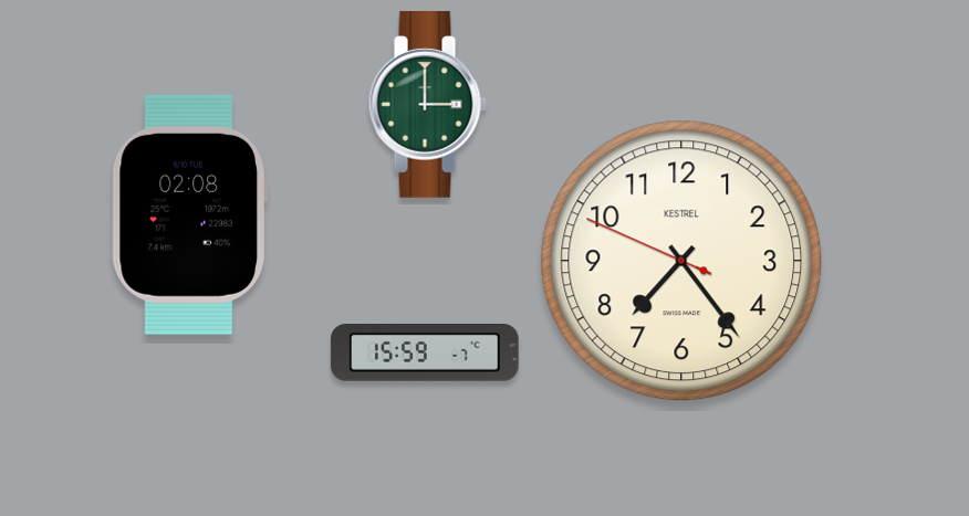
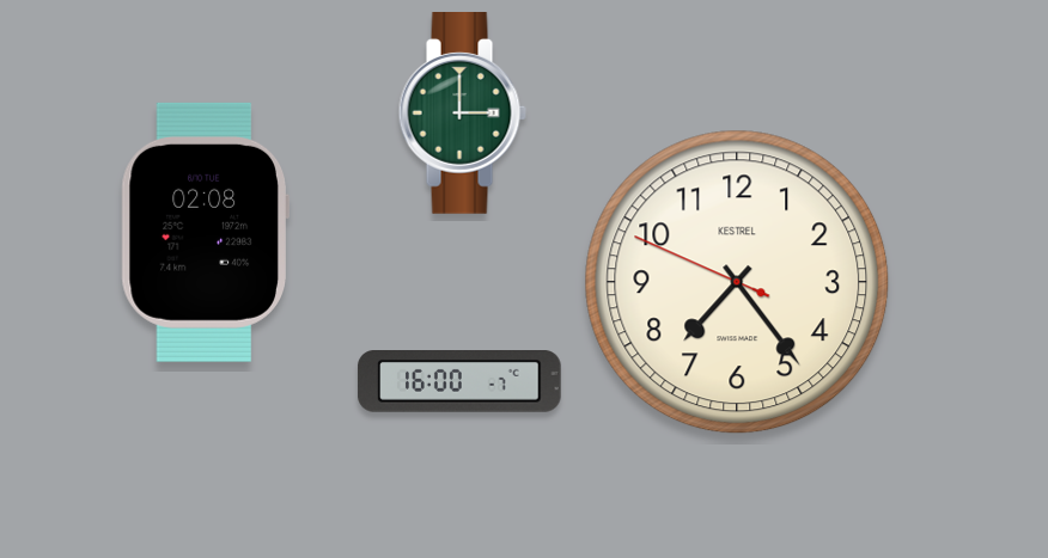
clock at (425, 354): 15:59 -> 16:00
